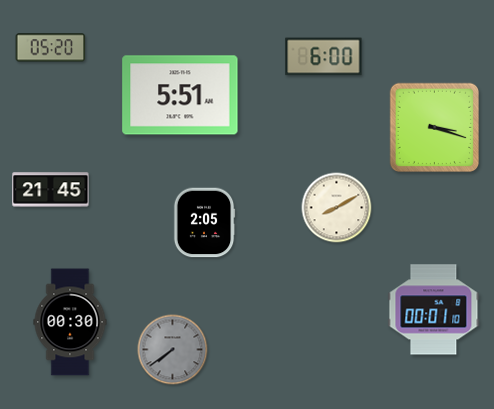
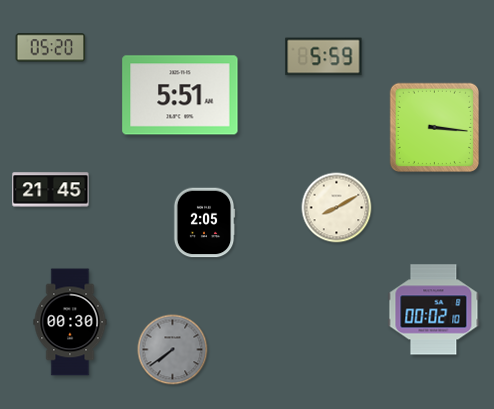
clock at (324, 57): 6:00 -> 5:59
clock at (435, 128): 3:18 -> 3:16
clock at (434, 310): 00:01 -> 00:02
